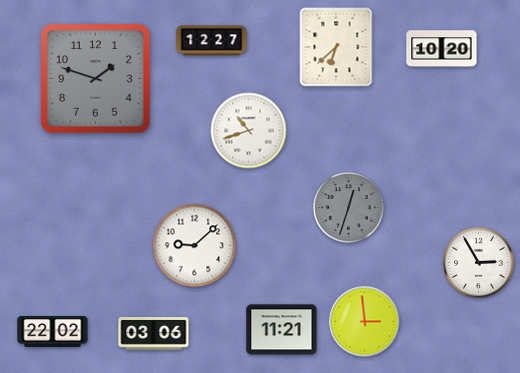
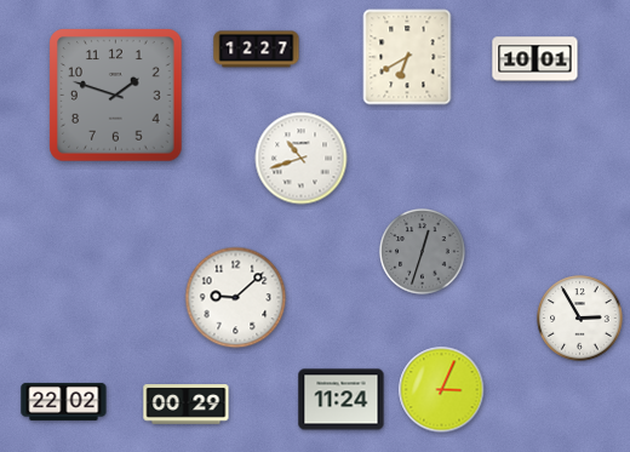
clock at (336, 47): 6:38 -> 6:40
clock at (442, 49): 10:20 -> 10:01
clock at (365, 322): 2:59 -> 3:04
clock at (282, 330): 11:21 -> 11:24
clock at (154, 334): 03:06 -> 00:29
